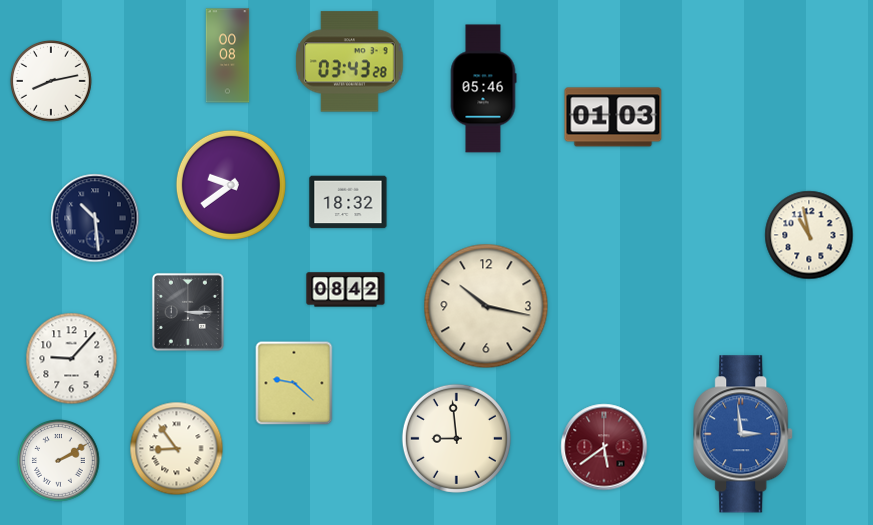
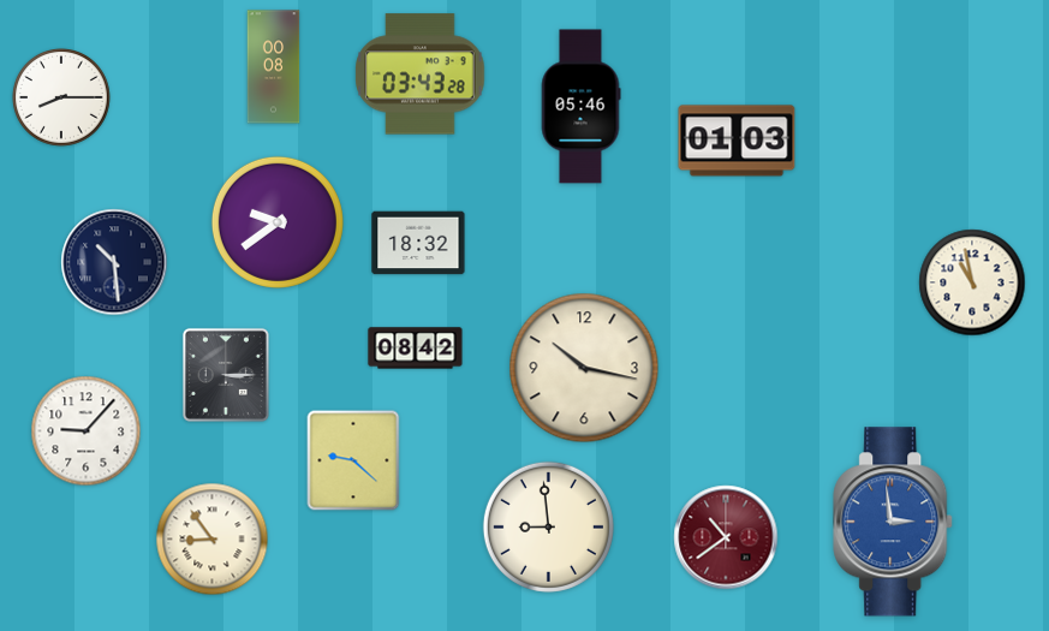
clock at (52, 82): 8:13 -> 8:15
clock at (604, 447): 5:39 -> 10:39
clock at (59, 461): 2:10 -> none
